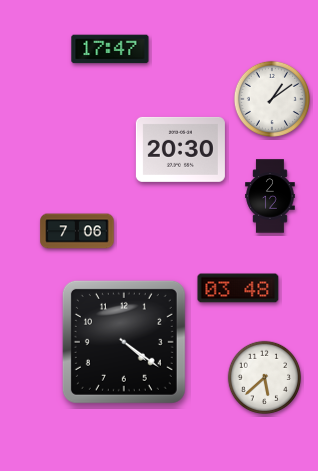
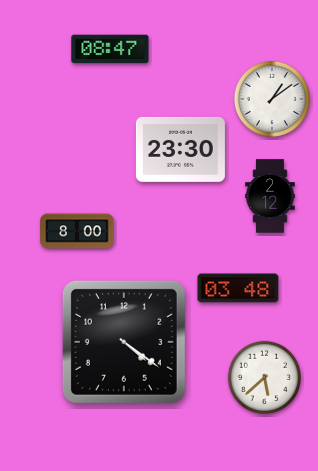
clock at (110, 49): 17:47 -> 08:47
clock at (180, 149): 20:30 -> 23:30
clock at (77, 231): 7:06 -> 8:00
